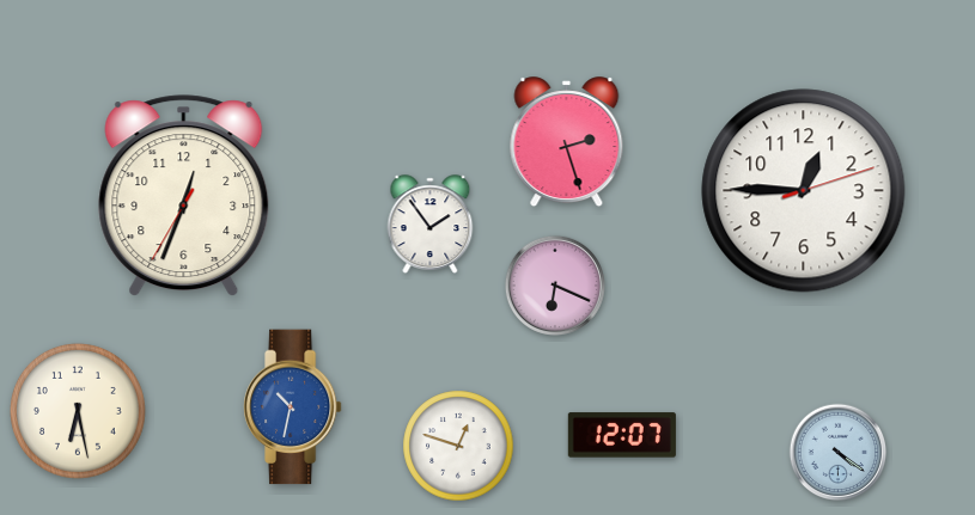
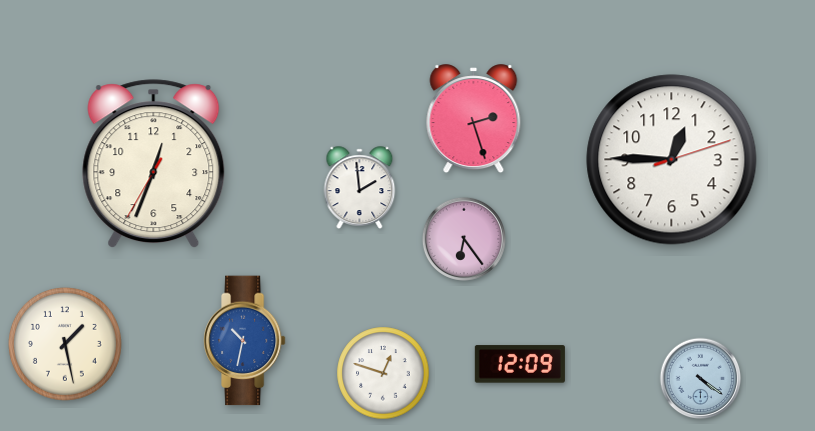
clock at (431, 223): 1:54 -> 1:59
clock at (555, 286): 6:19 -> 6:24
clock at (78, 411): 6:28 -> 1:28
clock at (622, 435): 12:07 -> 12:09
